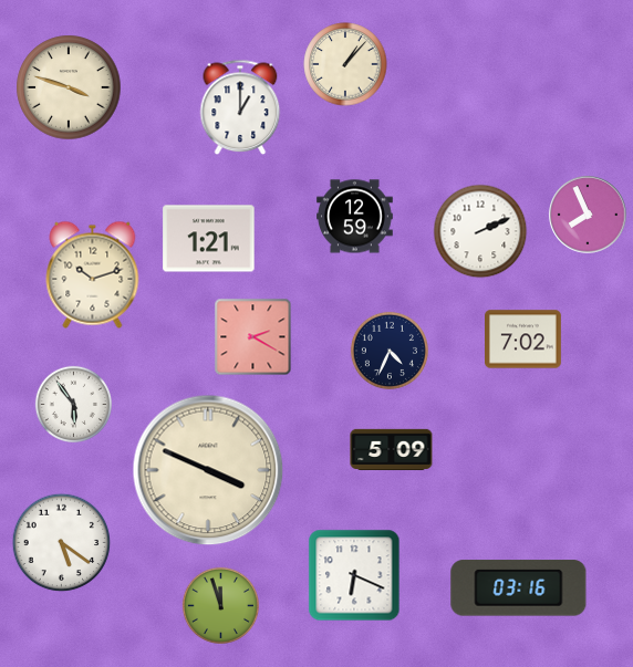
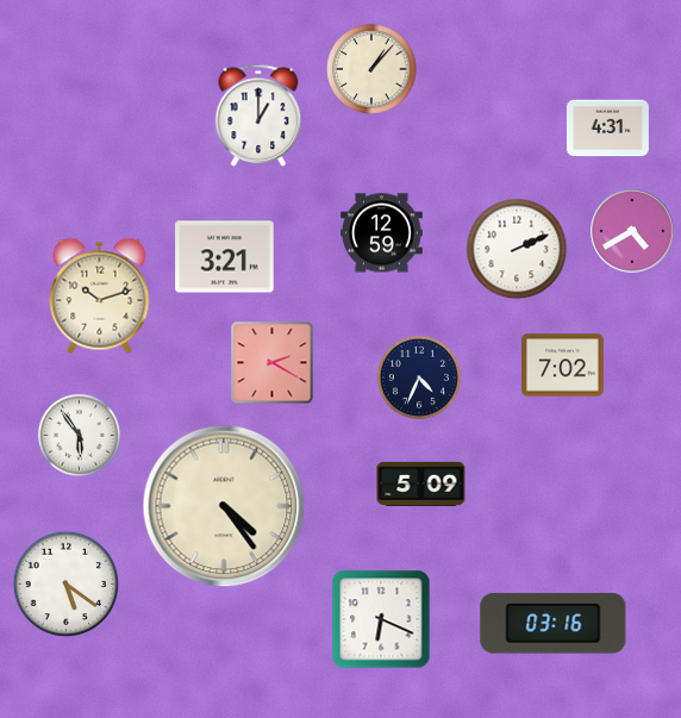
clock at (69, 87): 3:48 -> none
clock at (608, 129): none -> 4:31
clock at (588, 215): 7:56 -> 4:40
clock at (209, 239): 1:21 -> 3:21
clock at (208, 470): 3:49 -> 4:24
clock at (519, 588) position: (519, 588) -> (554, 624)
clock at (220, 605): 11:57 -> none
